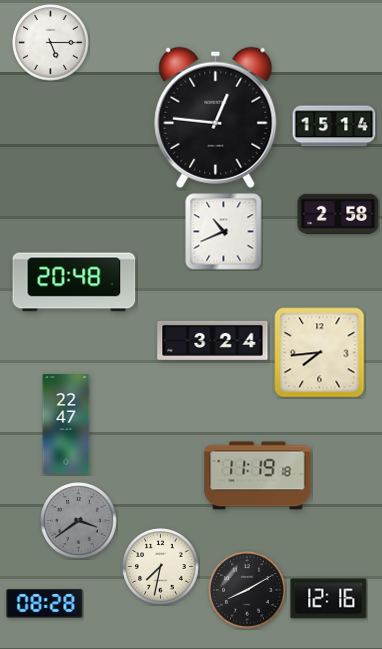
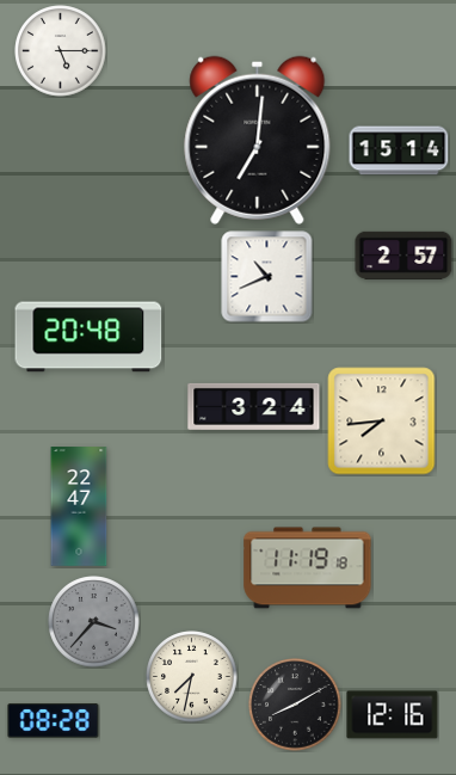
clock at (216, 117): 12:46 -> 7:01
clock at (338, 214): 2:58 -> 2:57
clock at (79, 521): 3:39 -> 3:37
